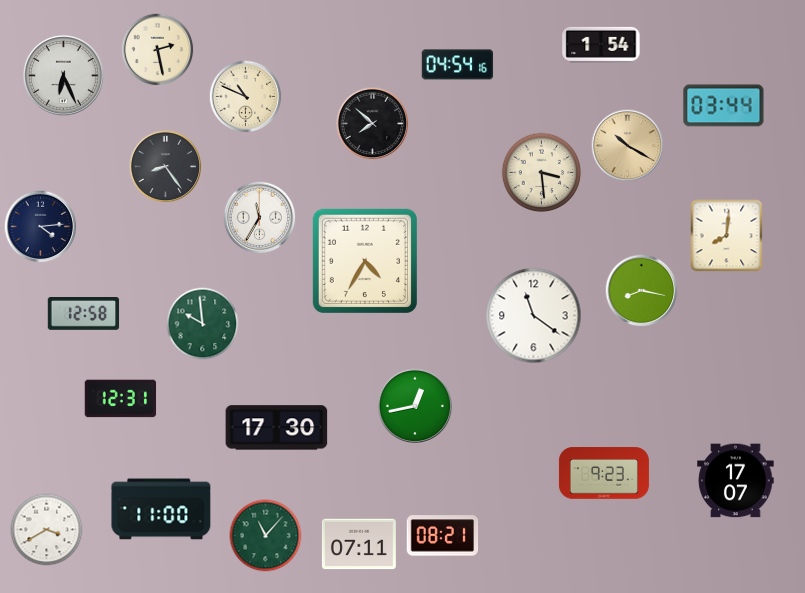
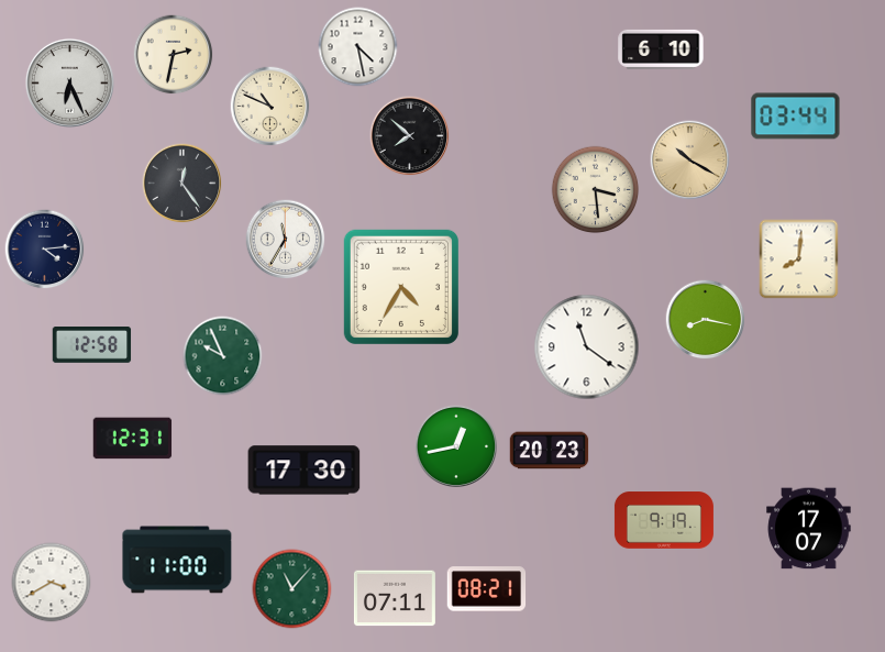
clock at (358, 47): none -> 4:28
clock at (601, 45): 1:54 -> 6:10
clock at (158, 50): 2:28 -> 2:32
clock at (458, 65): 04:54 -> none
clock at (166, 167): 8:24 -> 12:24
clock at (203, 324): 9:59 -> 9:56
clock at (550, 451): none -> 20:23
clock at (604, 473): 9:23 -> 9:19
